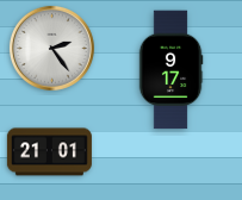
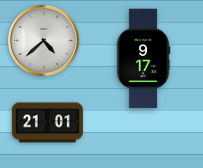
clock at (51, 48): 2:24 -> 4:38
clock at (49, 152) position: (49, 152) -> (47, 123)
